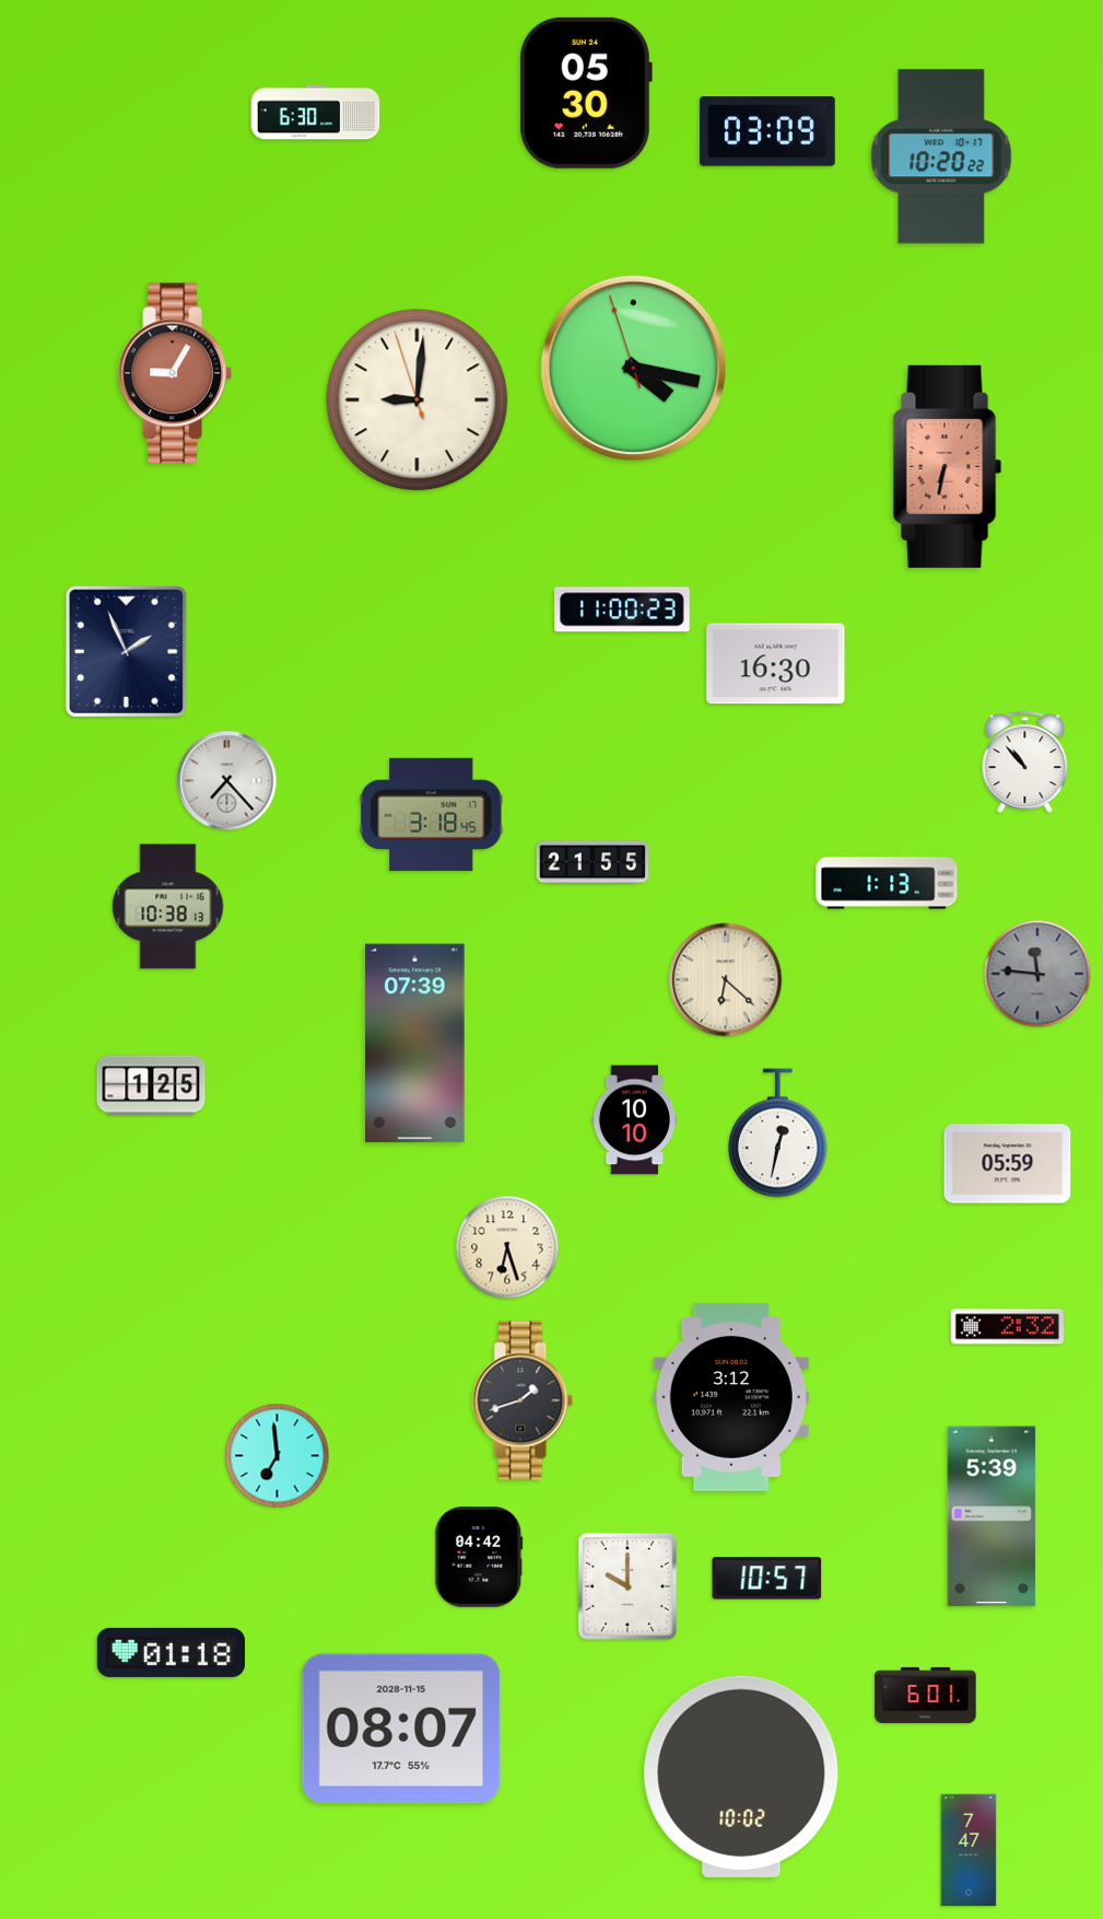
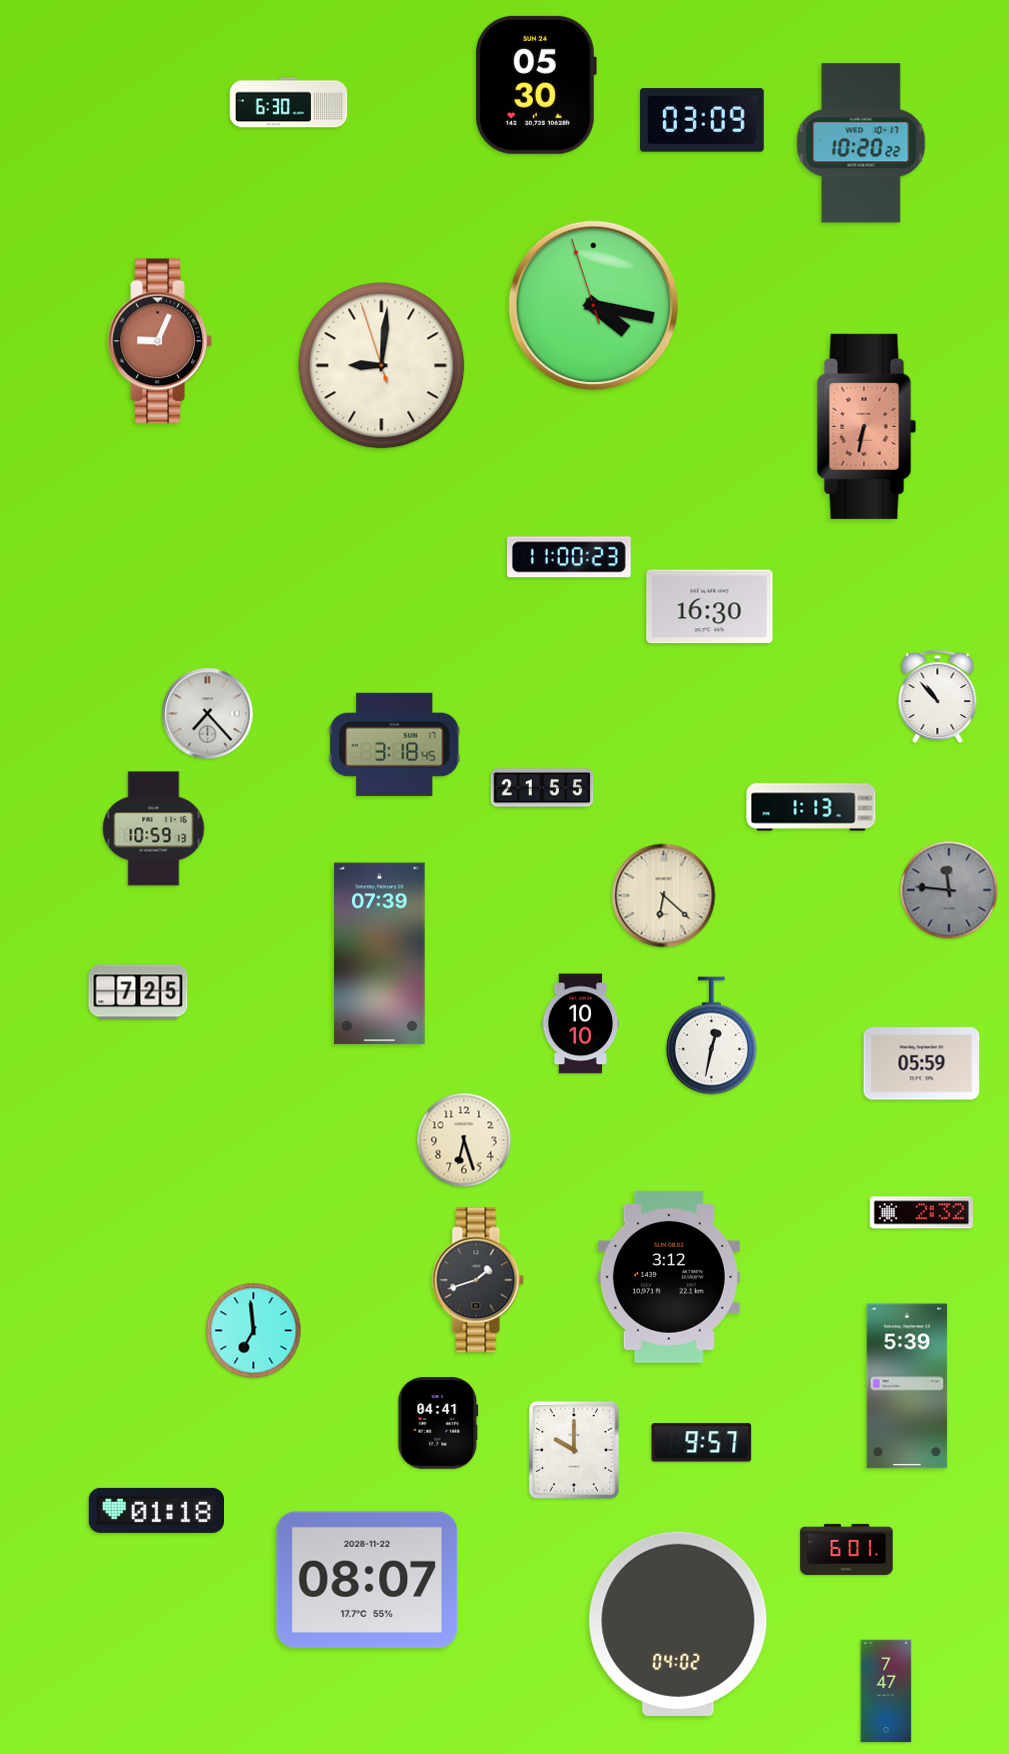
clock at (633, 368) position: (633, 368) -> (593, 305)
clock at (175, 373): 9:05 -> 9:04
clock at (126, 651): 1:56 -> none
clock at (168, 907): 10:38 -> 10:59
clock at (151, 1085): 1:25 -> 7:25
clock at (479, 1557): 04:42 -> 04:41
clock at (767, 1579): 10:57 -> 9:57
clock at (401, 1729) date: 2028-11-15 -> 2028-11-22
clock at (741, 1777): 10:02 -> 04:02
